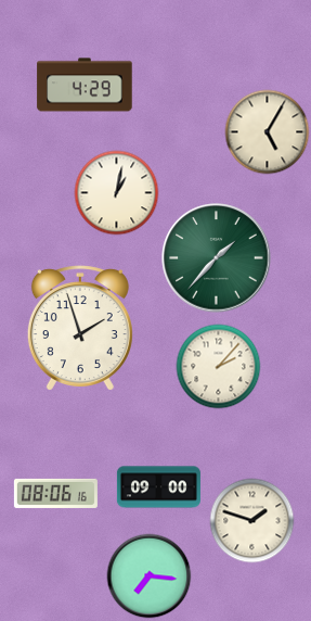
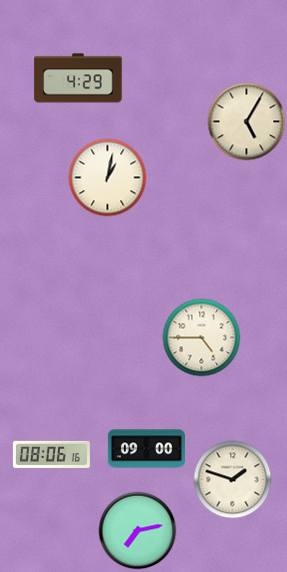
clock at (217, 258): 1:37 -> none
clock at (80, 328): 1:57 -> none
clock at (218, 366): 2:07 -> 4:45
clock at (148, 575): 7:16 -> 7:13
